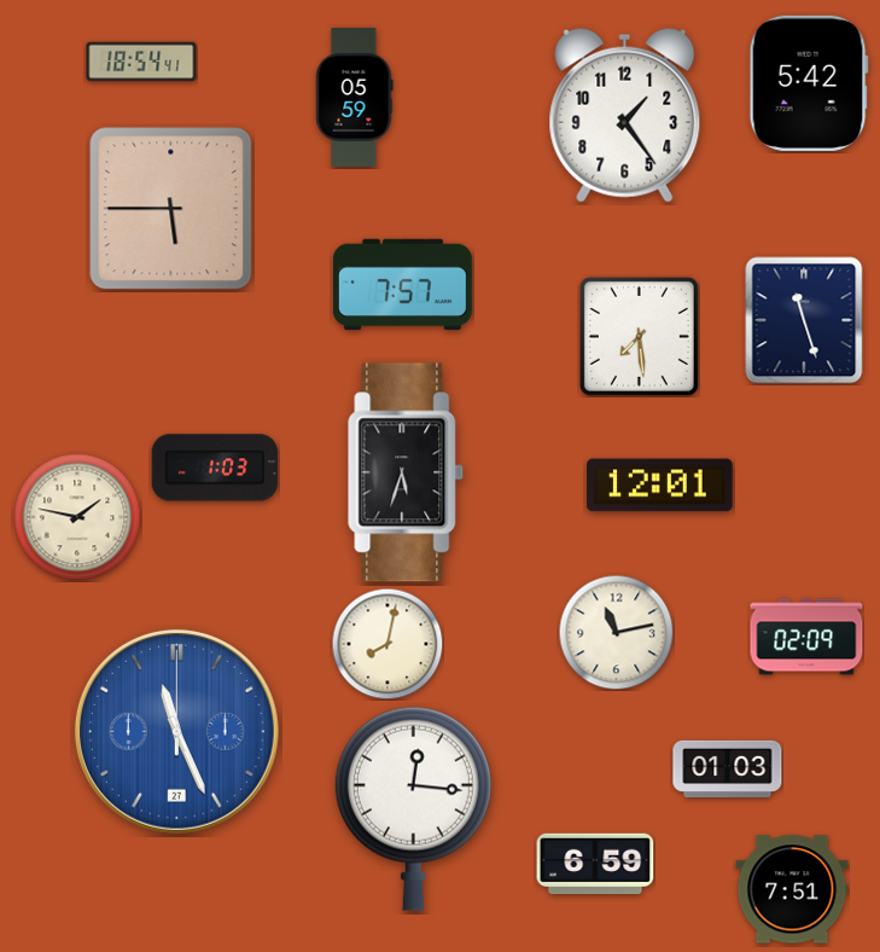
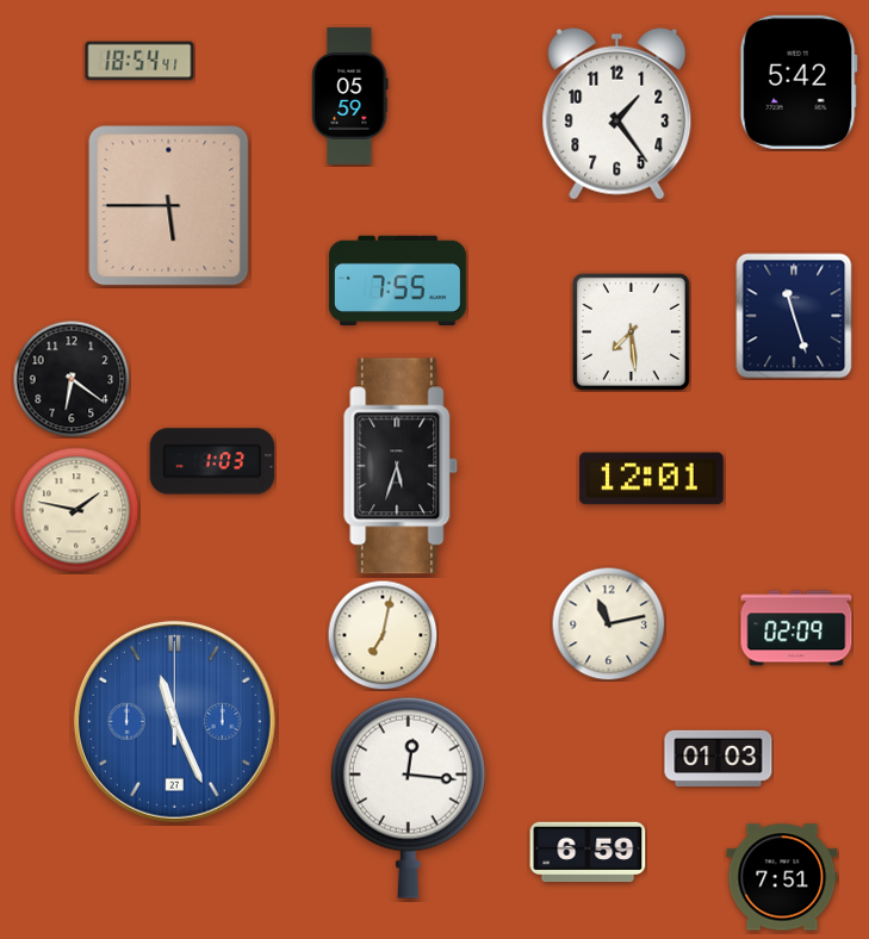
clock at (402, 284): 7:57 -> 7:55
clock at (72, 379): none -> 6:21
clock at (387, 644): 8:02 -> 7:02
